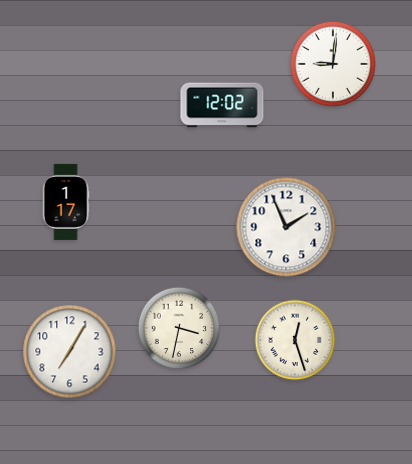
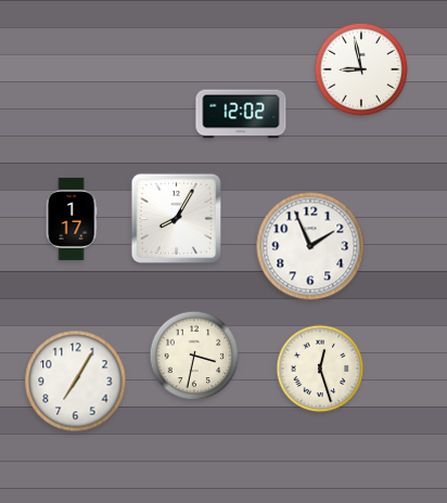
clock at (333, 64): 9:01 -> 8:58
clock at (176, 218): none -> 8:05
